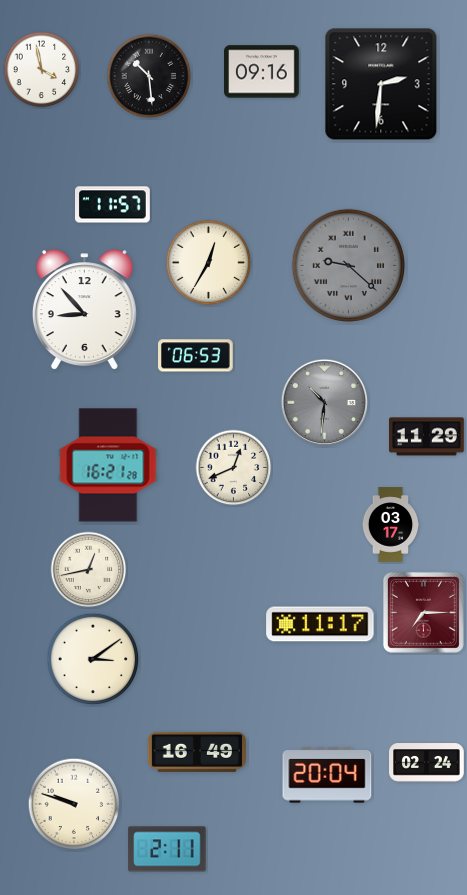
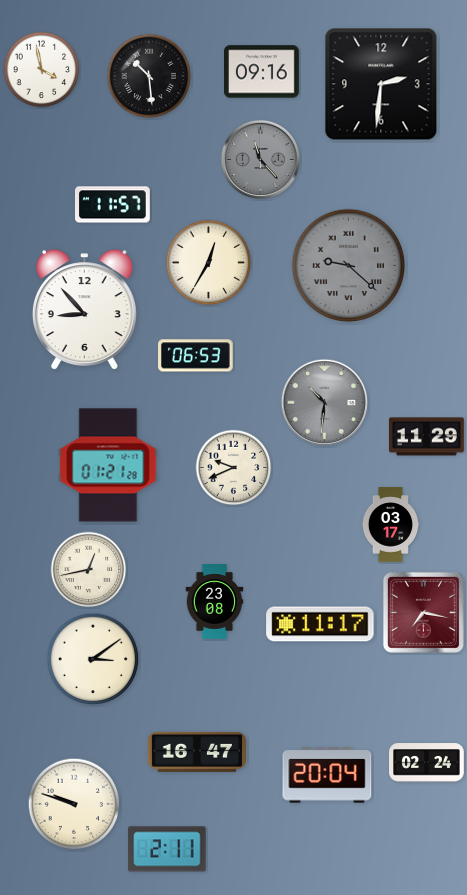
clock at (260, 159): none -> 11:23
clock at (108, 465): 16:21 -> 01:21
clock at (234, 468): 12:41 -> 9:41
clock at (215, 602): none -> 23:08
clock at (423, 612): 7:15 -> 7:17
clock at (196, 752): 16:49 -> 16:47
